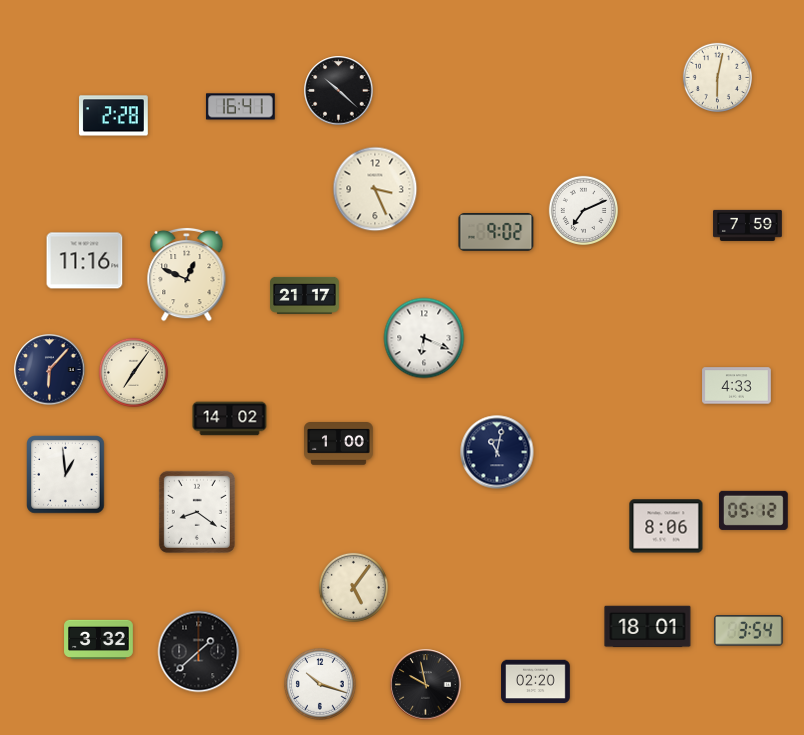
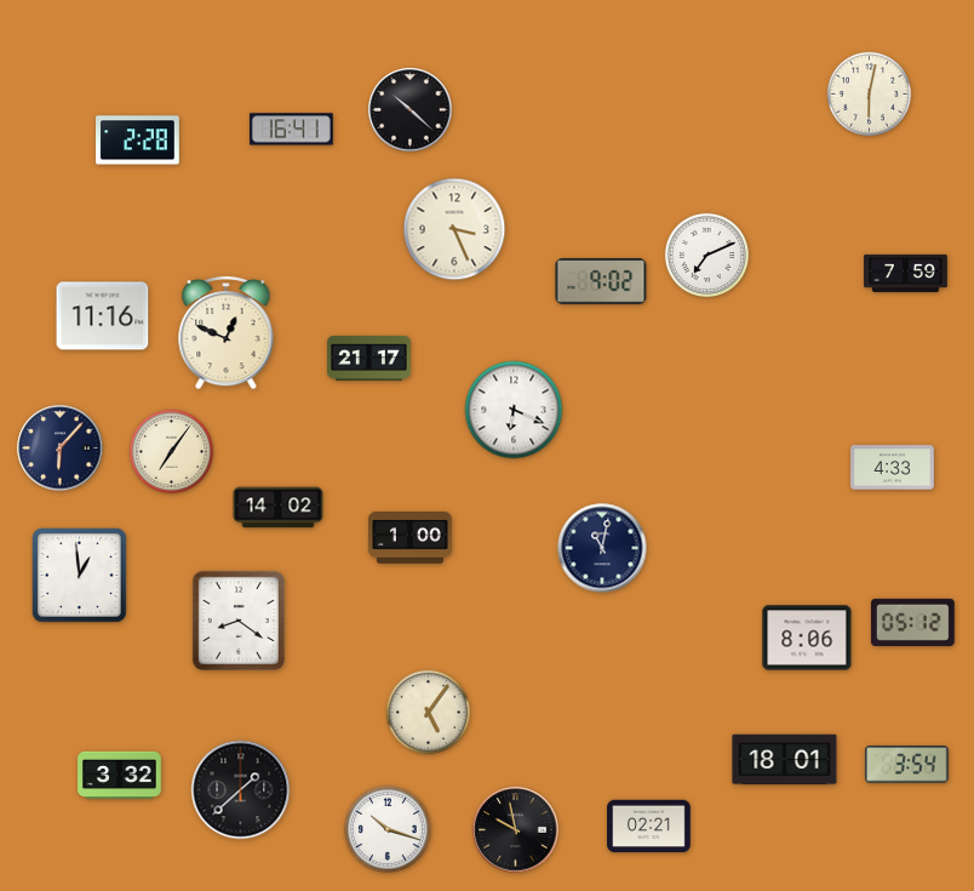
clock at (133, 372) position: (133, 372) -> (171, 451)
clock at (753, 510) position: (753, 510) -> (912, 622)
clock at (536, 682): 02:20 -> 02:21
